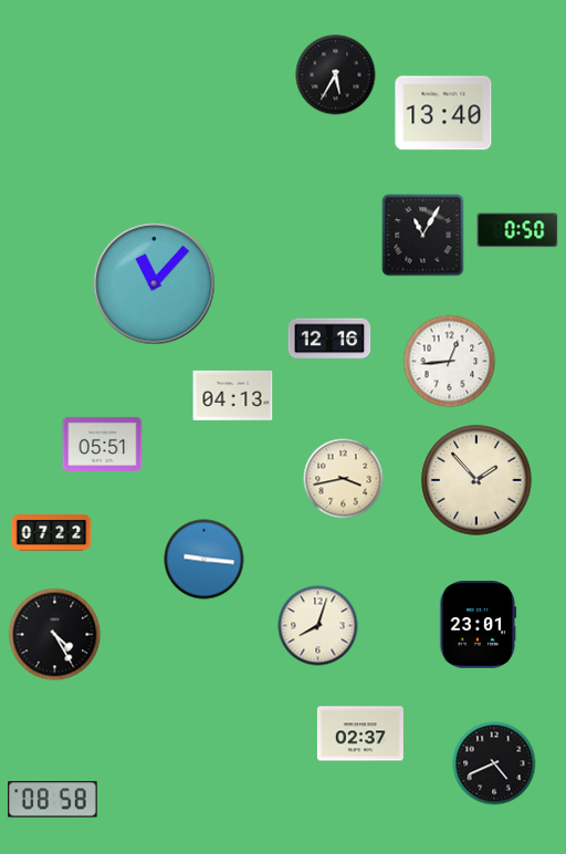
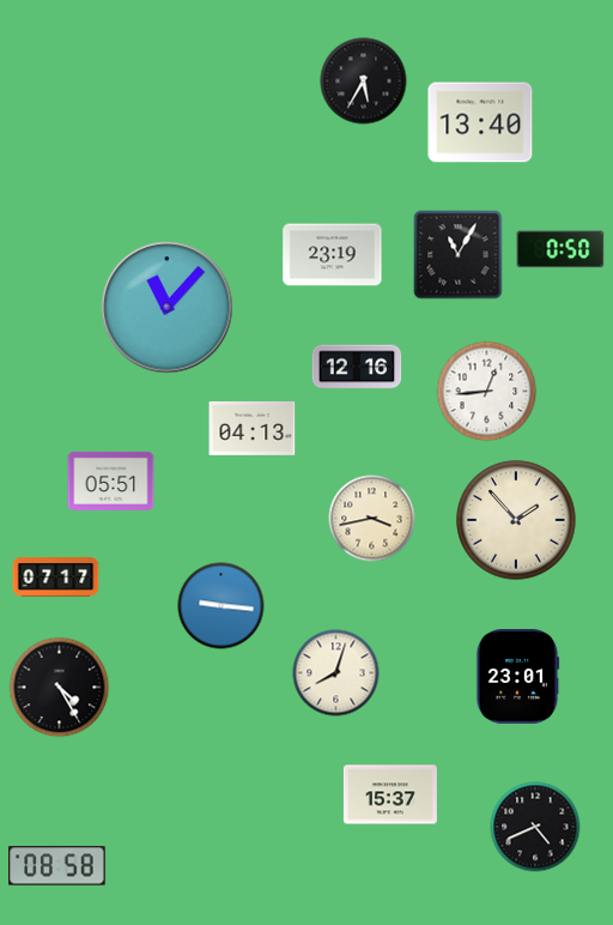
clock at (333, 255): none -> 23:19
clock at (52, 533): 07:22 -> 07:17
clock at (318, 626) position: (318, 626) -> (336, 673)
clock at (360, 733): 02:37 -> 15:37
